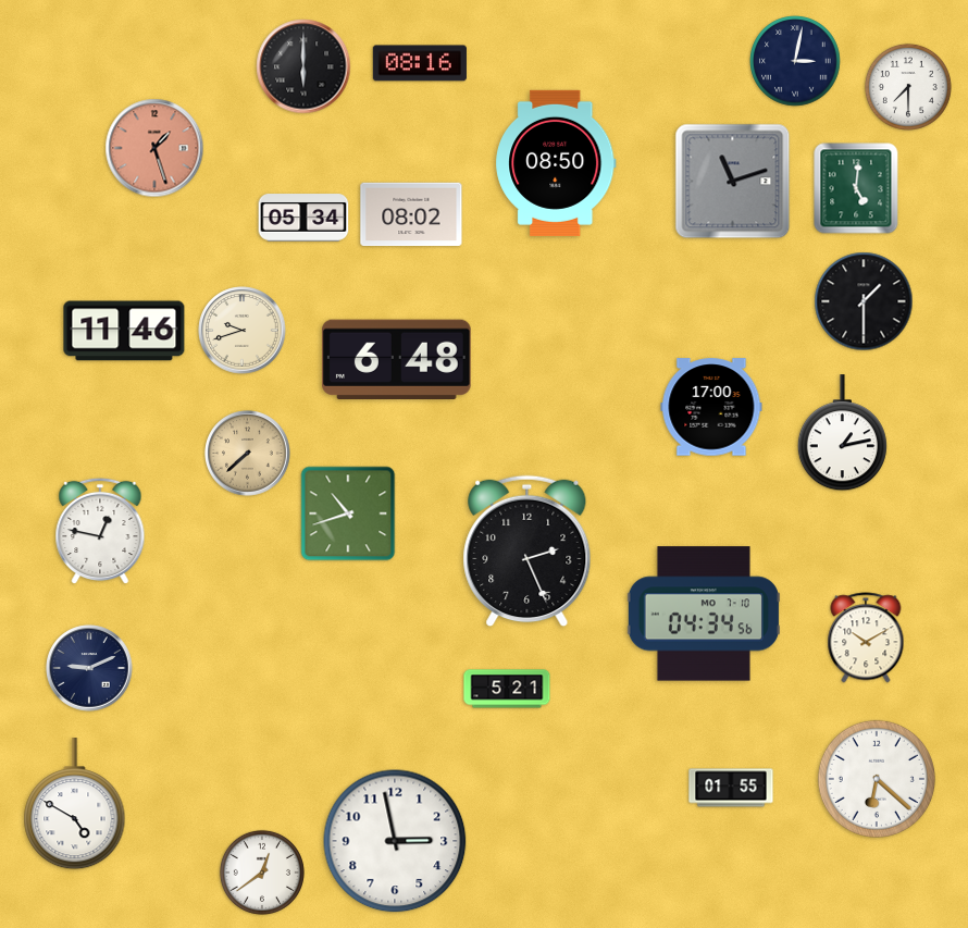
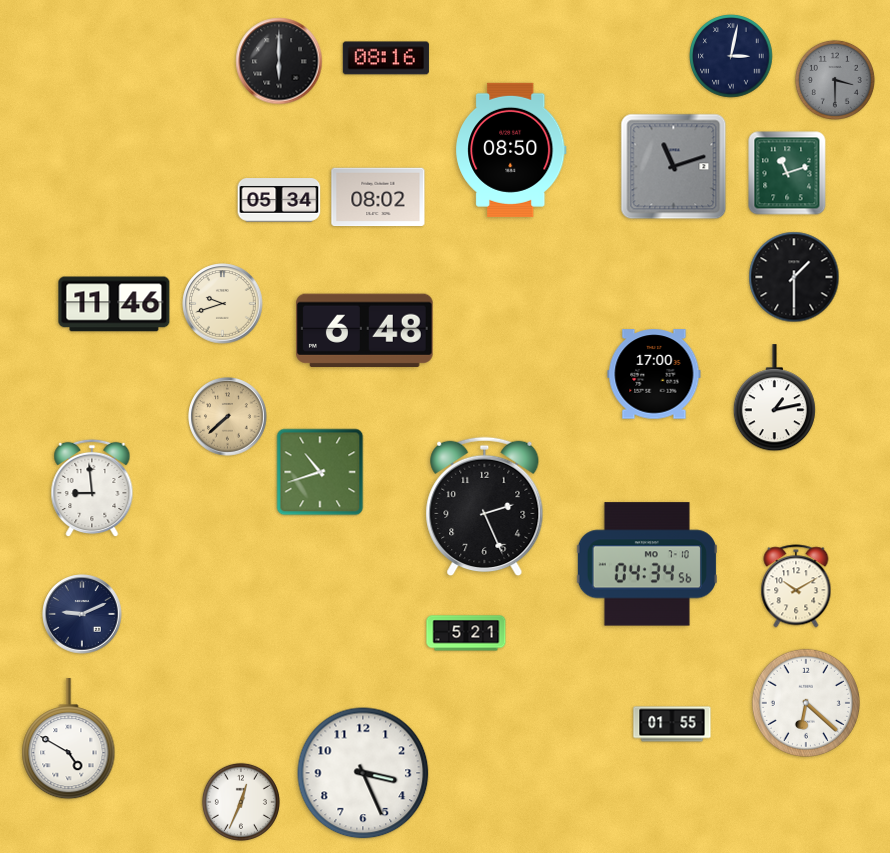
clock at (908, 87): 7:30 -> 3:30
clock at (908, 87) dial: white -> grey
clock at (154, 148): 1:27 -> none
clock at (856, 188): 5:01 -> 11:12
clock at (100, 531): 12:47 -> 8:59
clock at (877, 779) position: (877, 779) -> (806, 703)
clock at (395, 841): 2:58 -> 3:26
clock at (262, 873): 12:39 -> 12:34
